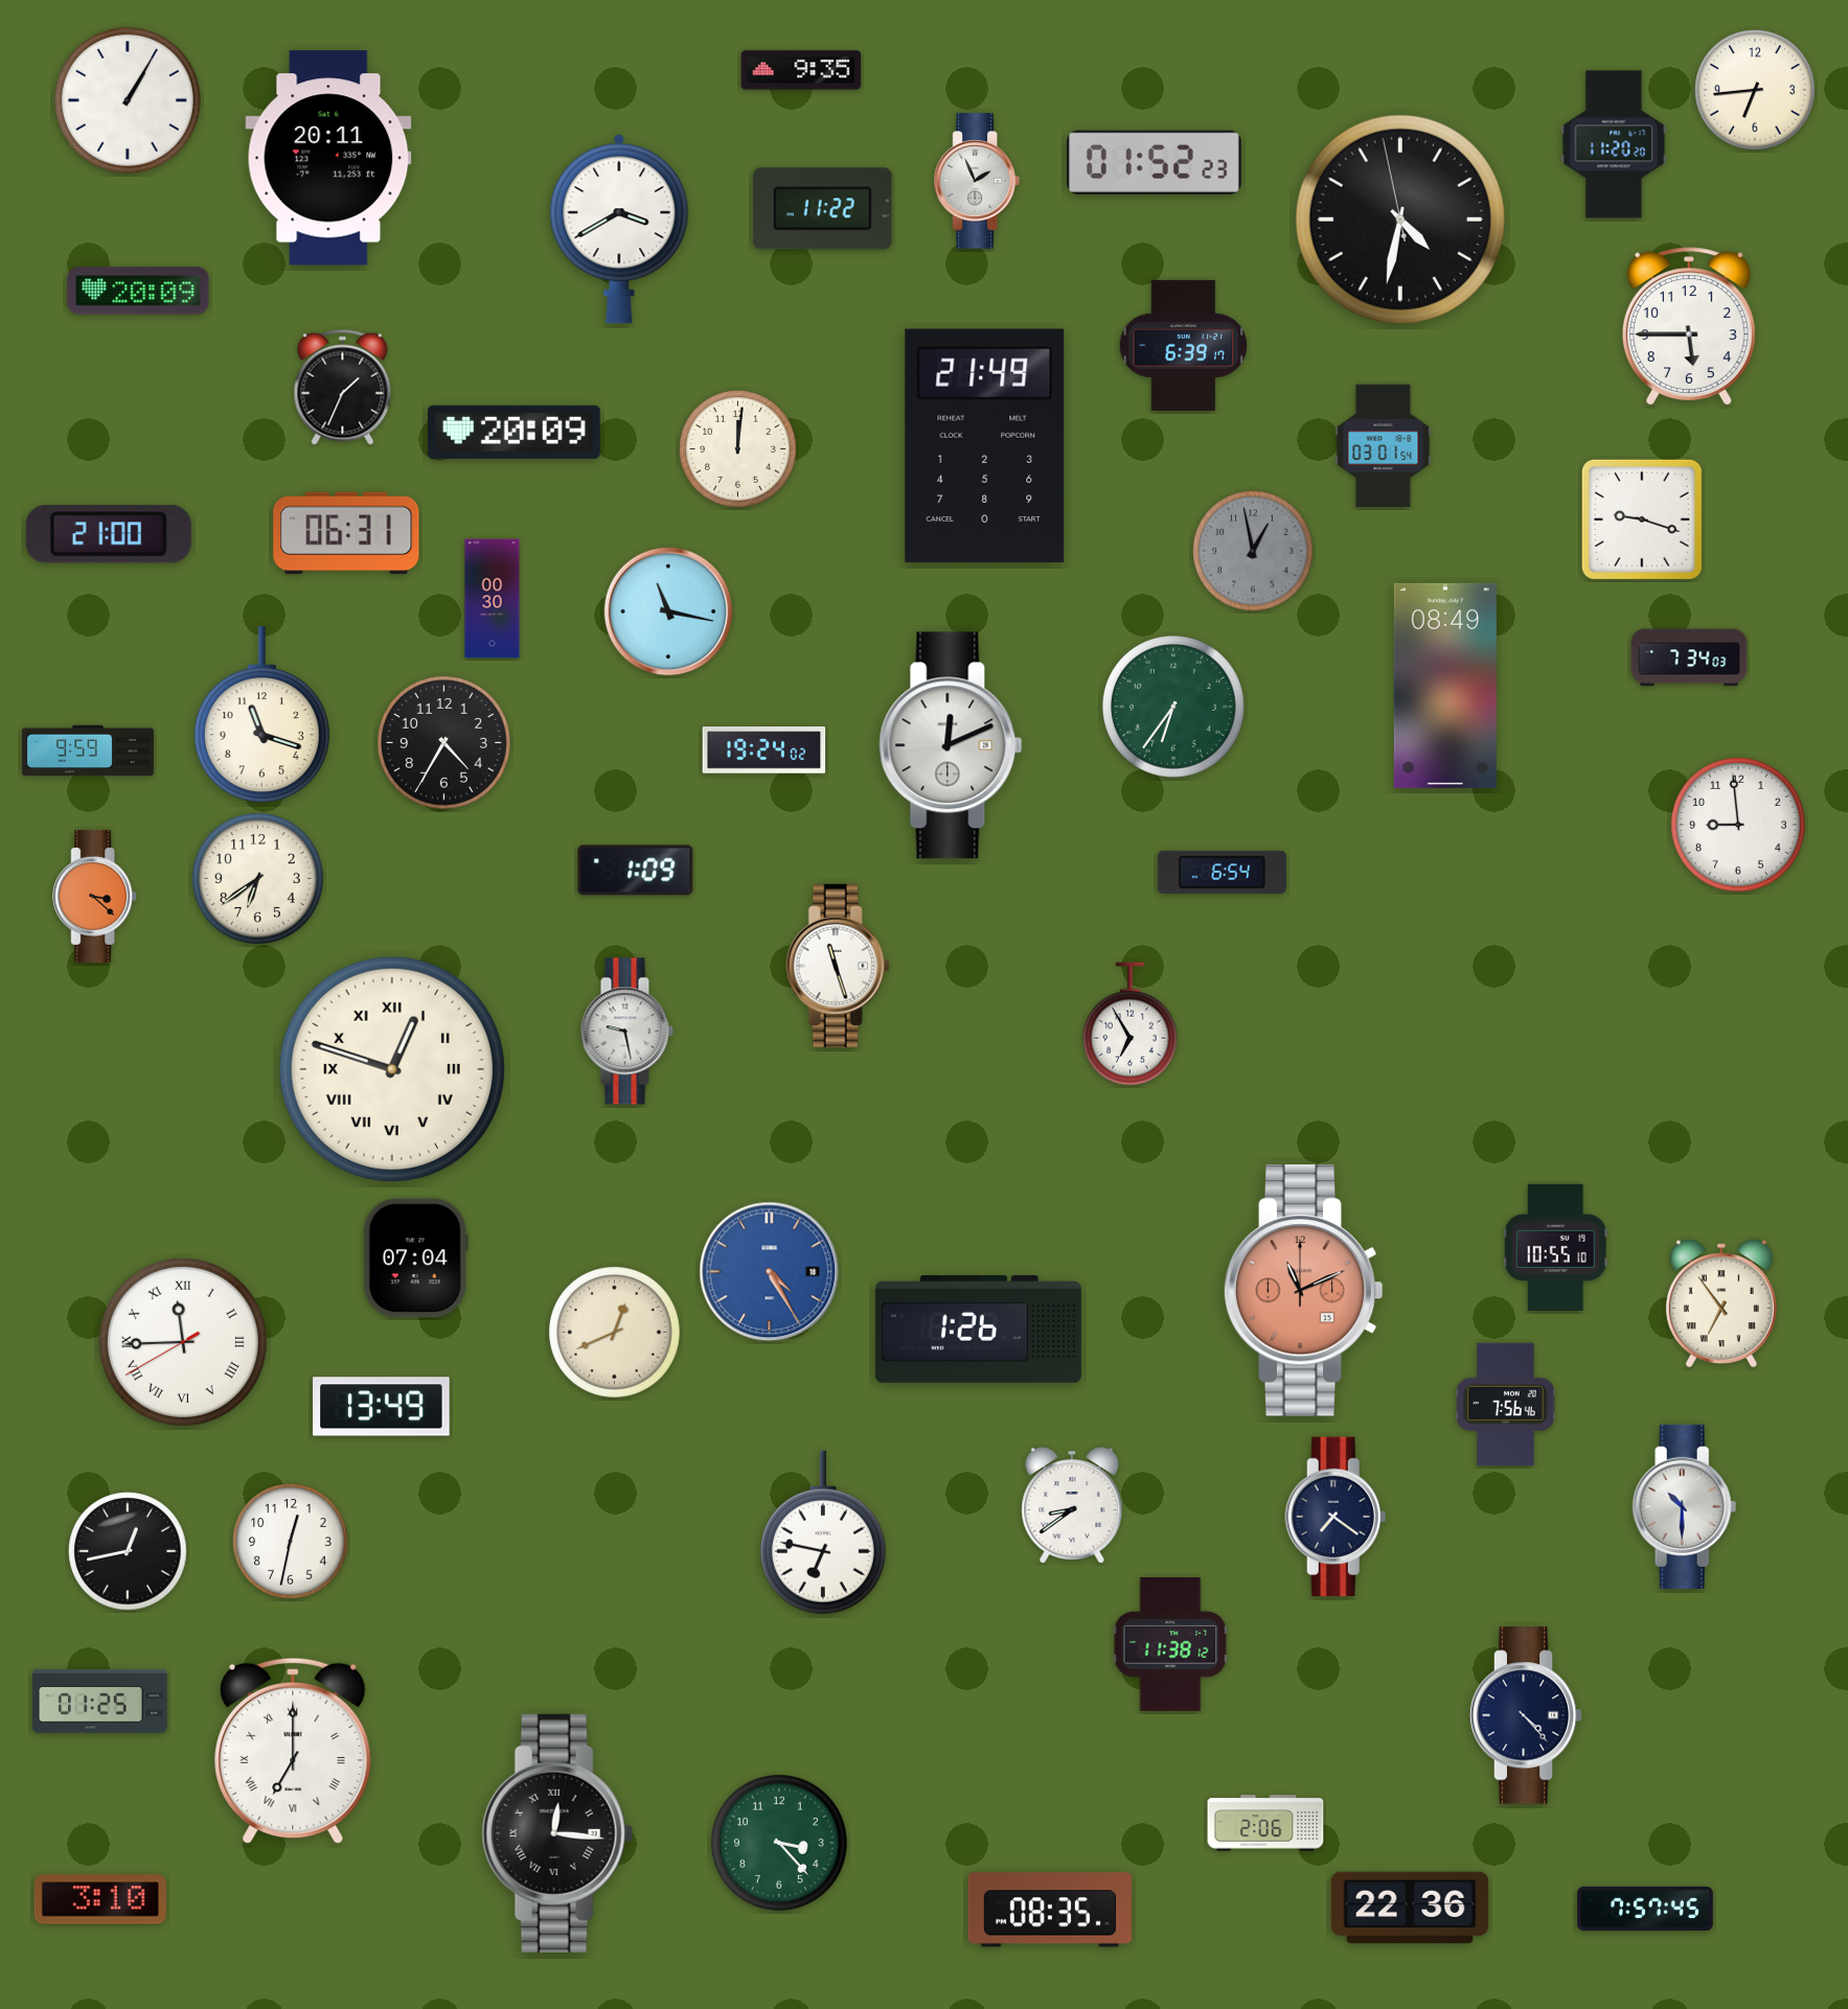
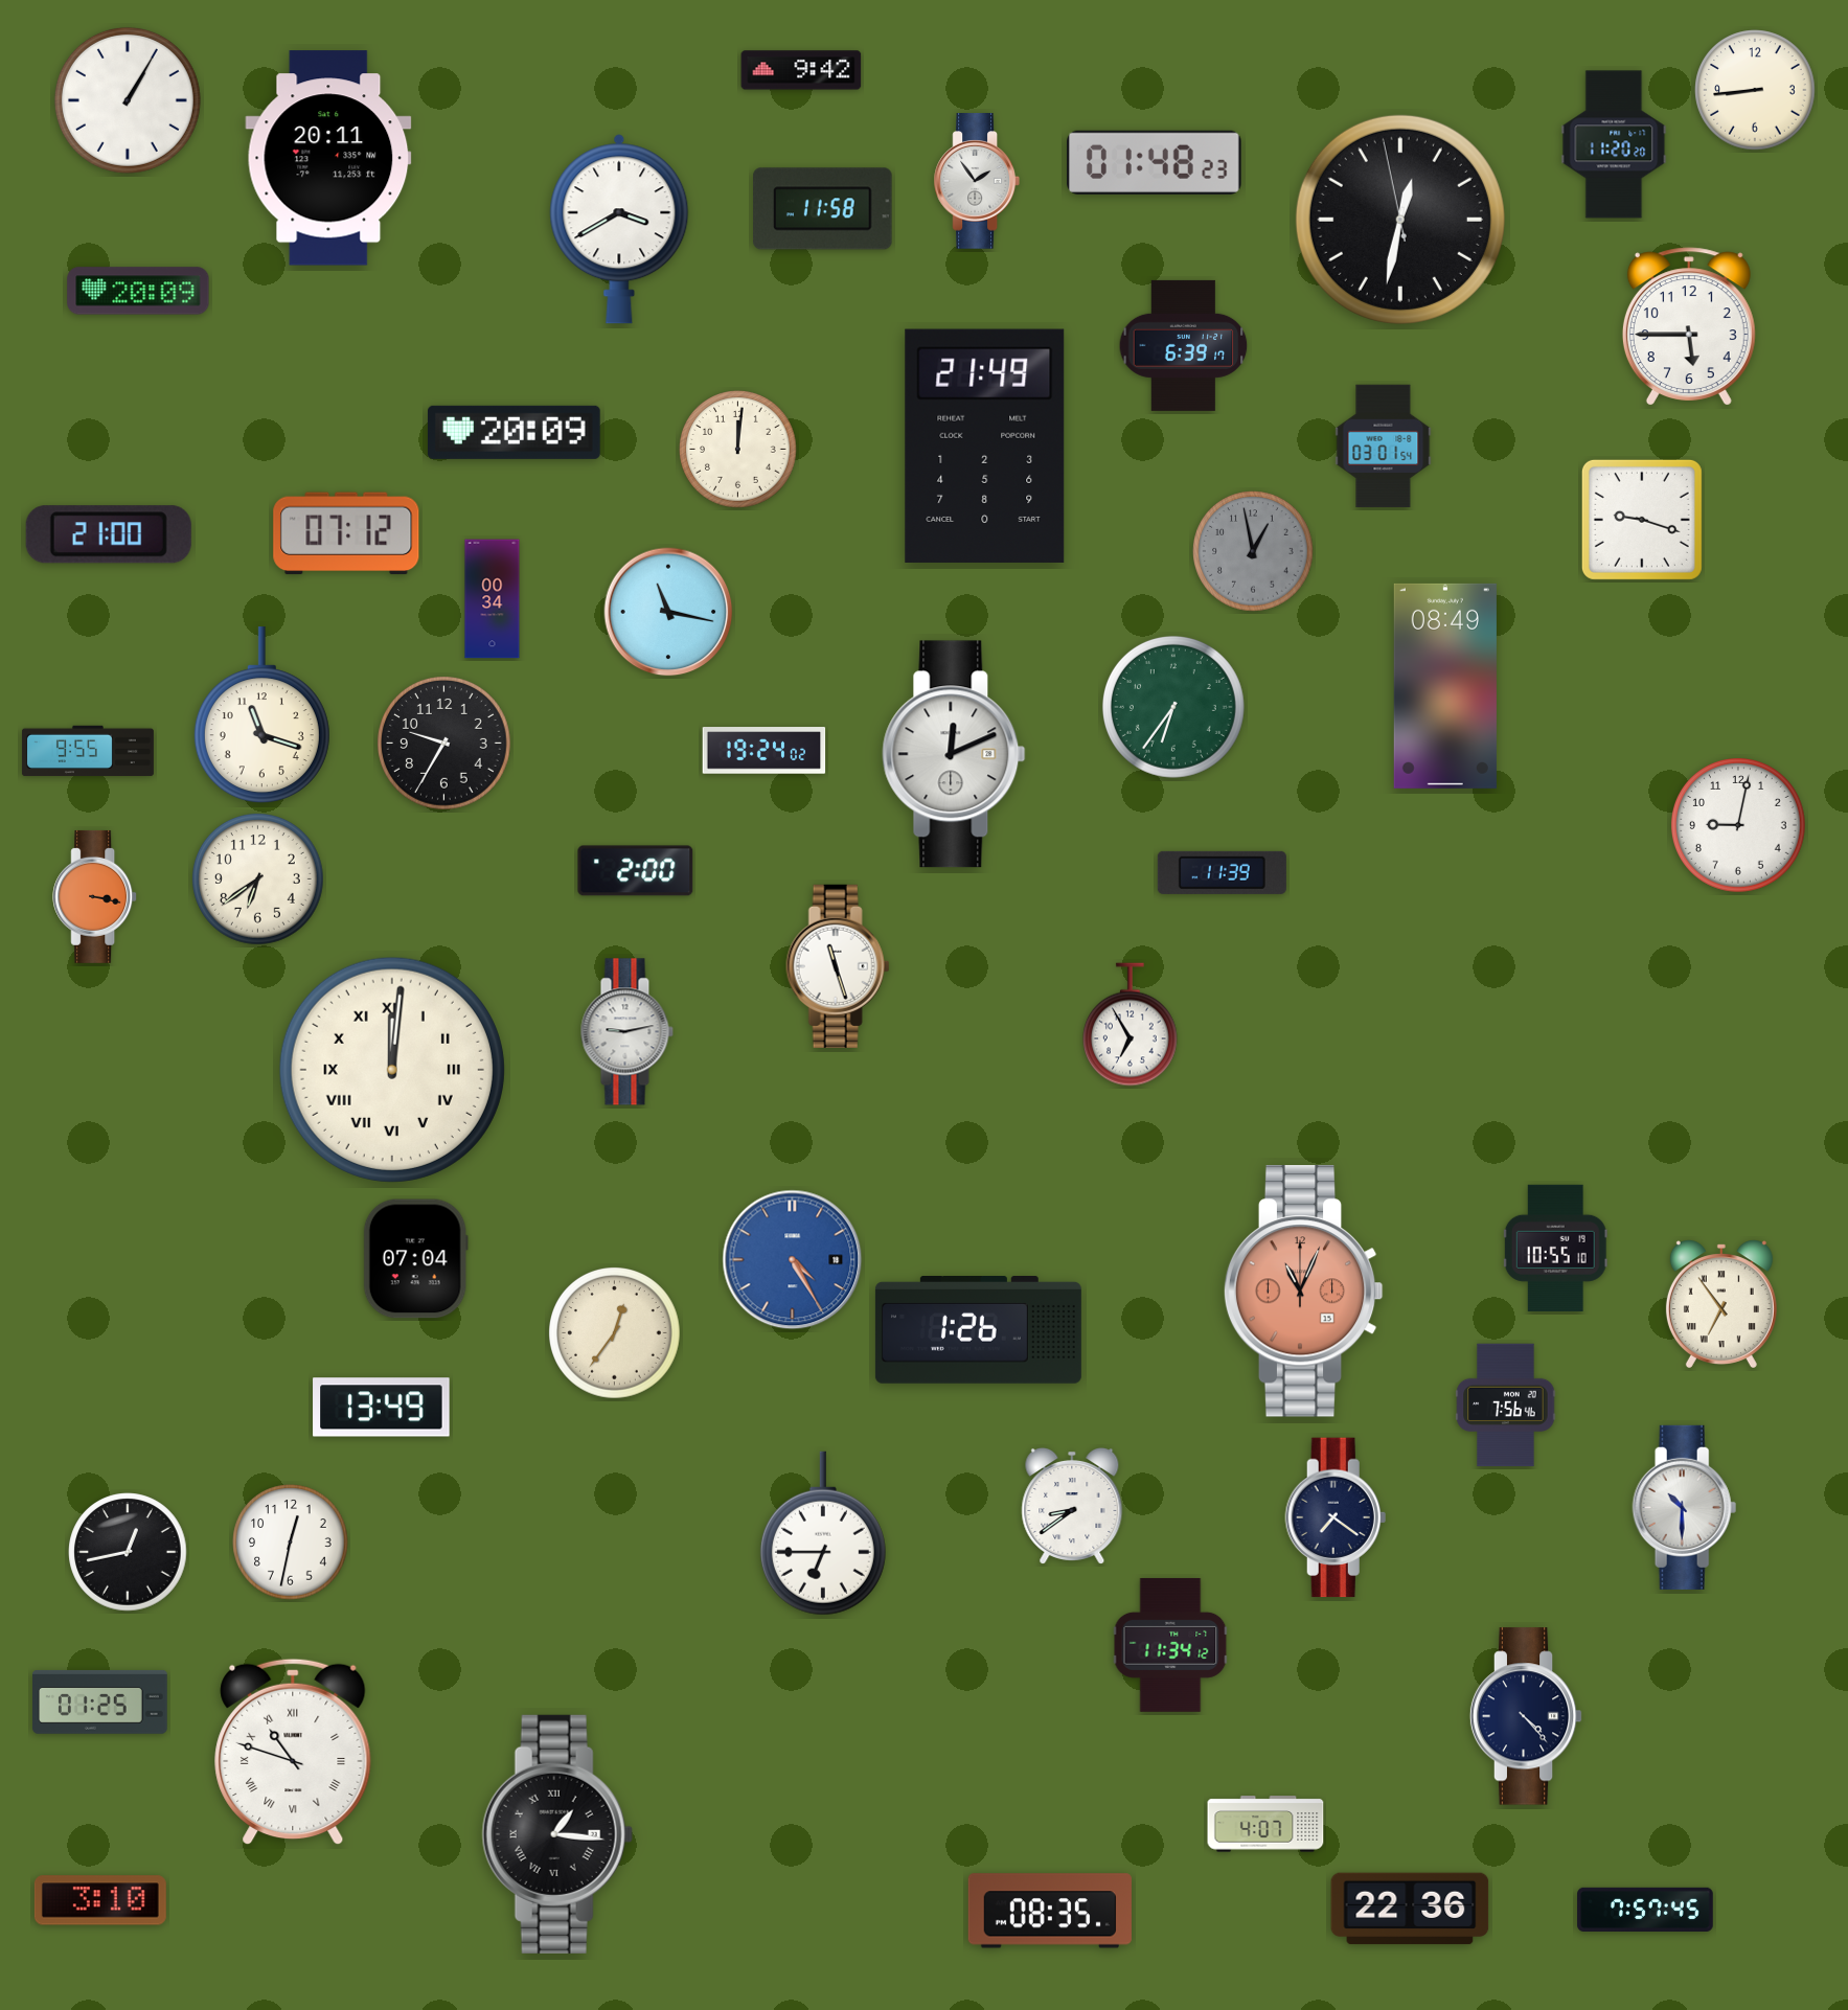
clock at (801, 70): 9:35 -> 9:42
clock at (1755, 90): 6:44 -> 8:44
clock at (1155, 162): 01:52 -> 01:48
clock at (976, 181): 1:56 -> 1:54
clock at (823, 209): 11:22 -> 11:58
clock at (1400, 220): 4:31 -> 12:31
clock at (343, 387): 1:34 -> none
clock at (346, 533): 06:31 -> 07:12
clock at (493, 599): 00:30 -> 00:34
clock at (1689, 657): 7:34 -> none
clock at (444, 743): 4:35 -> 9:35
clock at (951, 745) position: (951, 745) -> (954, 754)
clock at (88, 751): 9:59 -> 9:55
clock at (1739, 826): 8:59 -> 9:02
clock at (636, 871): 1:09 -> 2:00
clock at (1222, 872): 6:54 -> 11:39
clock at (95, 896): 3:22 -> 3:17
clock at (626, 1032): 9:28 -> 9:13
clock at (392, 1069): 12:48 -> 12:01
clock at (770, 1272) position: (770, 1272) -> (793, 1260)
clock at (1303, 1291): 11:11 -> 11:04
clock at (615, 1333): 12:41 -> 12:36
clock at (183, 1342): 11:44 -> none
clock at (823, 1532): 6:47 -> 6:45
clock at (1170, 1644): 11:38 -> 11:34
clock at (293, 1751): 7:00 -> 10:48
clock at (1265, 1823): 2:06 -> 4:07
clock at (557, 1833): 12:16 -> 1:16
clock at (779, 1843): 3:23 -> none
